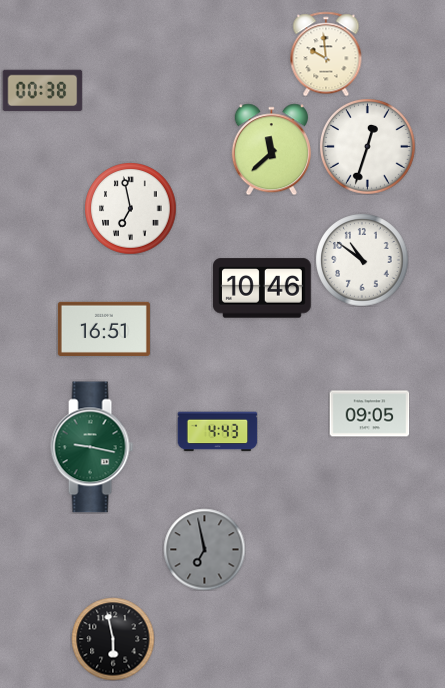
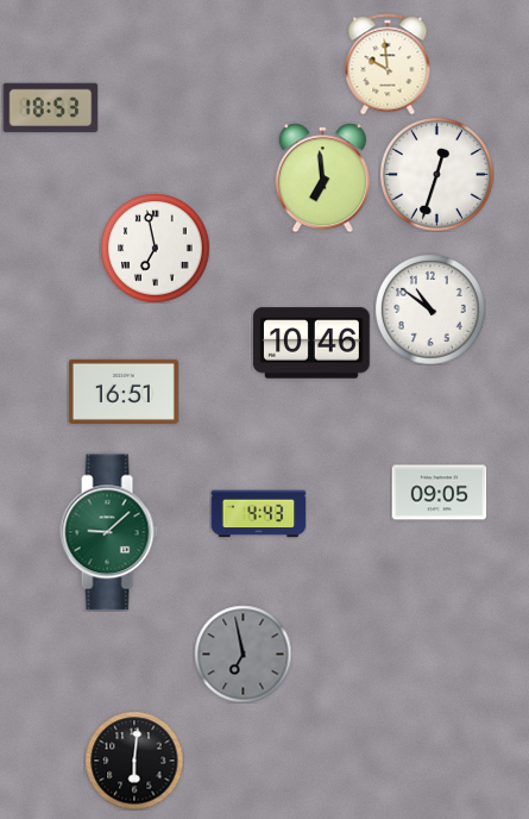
clock at (42, 91): 00:38 -> 18:53
clock at (271, 149): 11:38 -> 6:59
clock at (92, 447): 9:17 -> 9:08
clock at (113, 639): 5:58 -> 6:01
